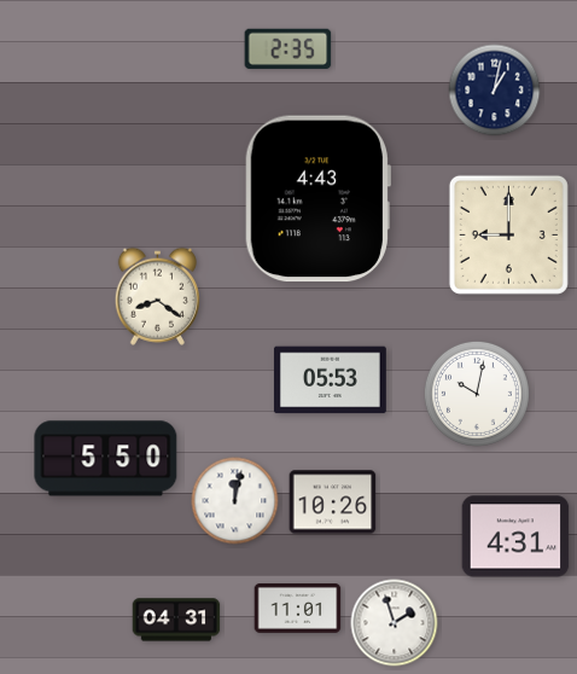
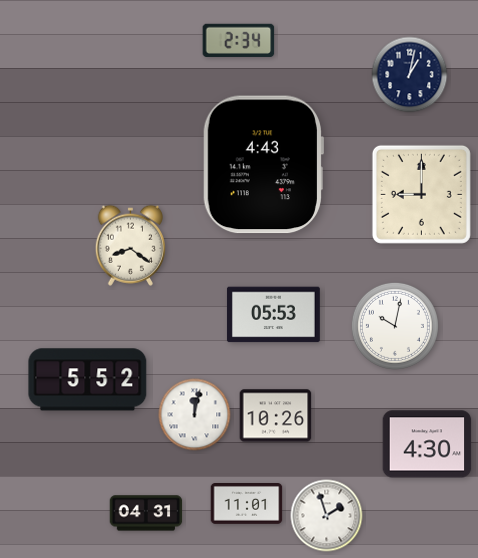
clock at (288, 48): 2:35 -> 2:34
clock at (106, 459): 5:50 -> 5:52
clock at (515, 536): 4:31 -> 4:30
